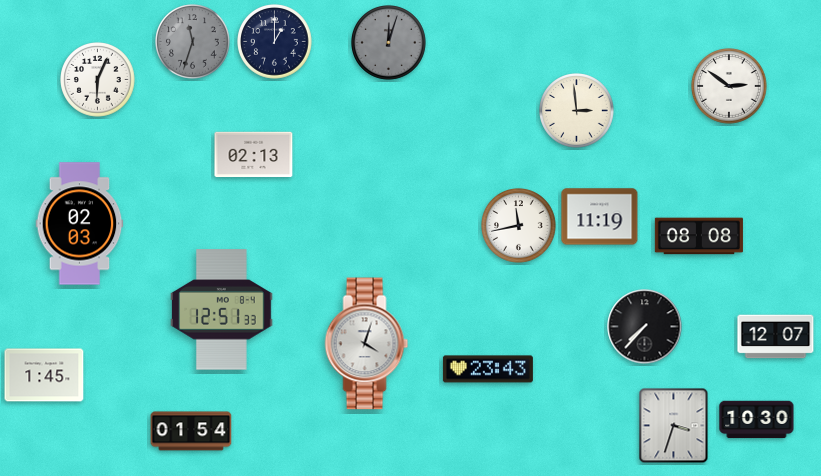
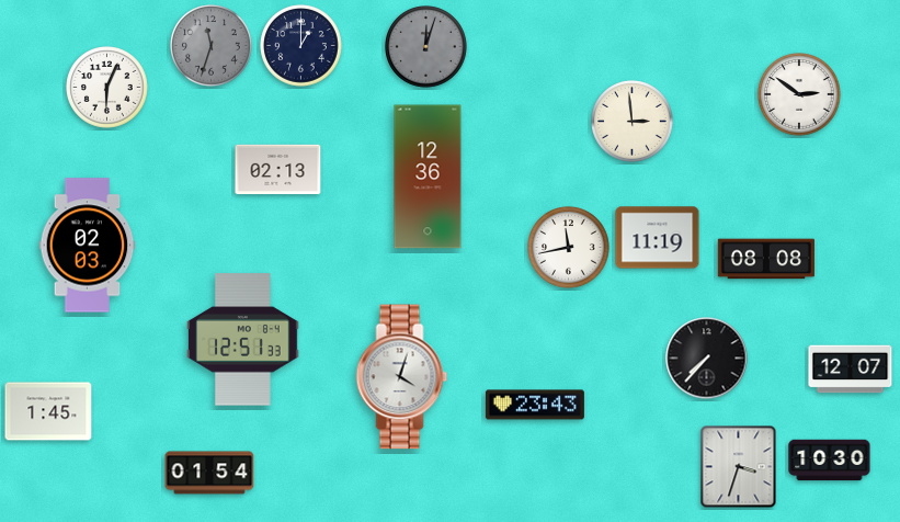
clock at (428, 177): none -> 12:36
